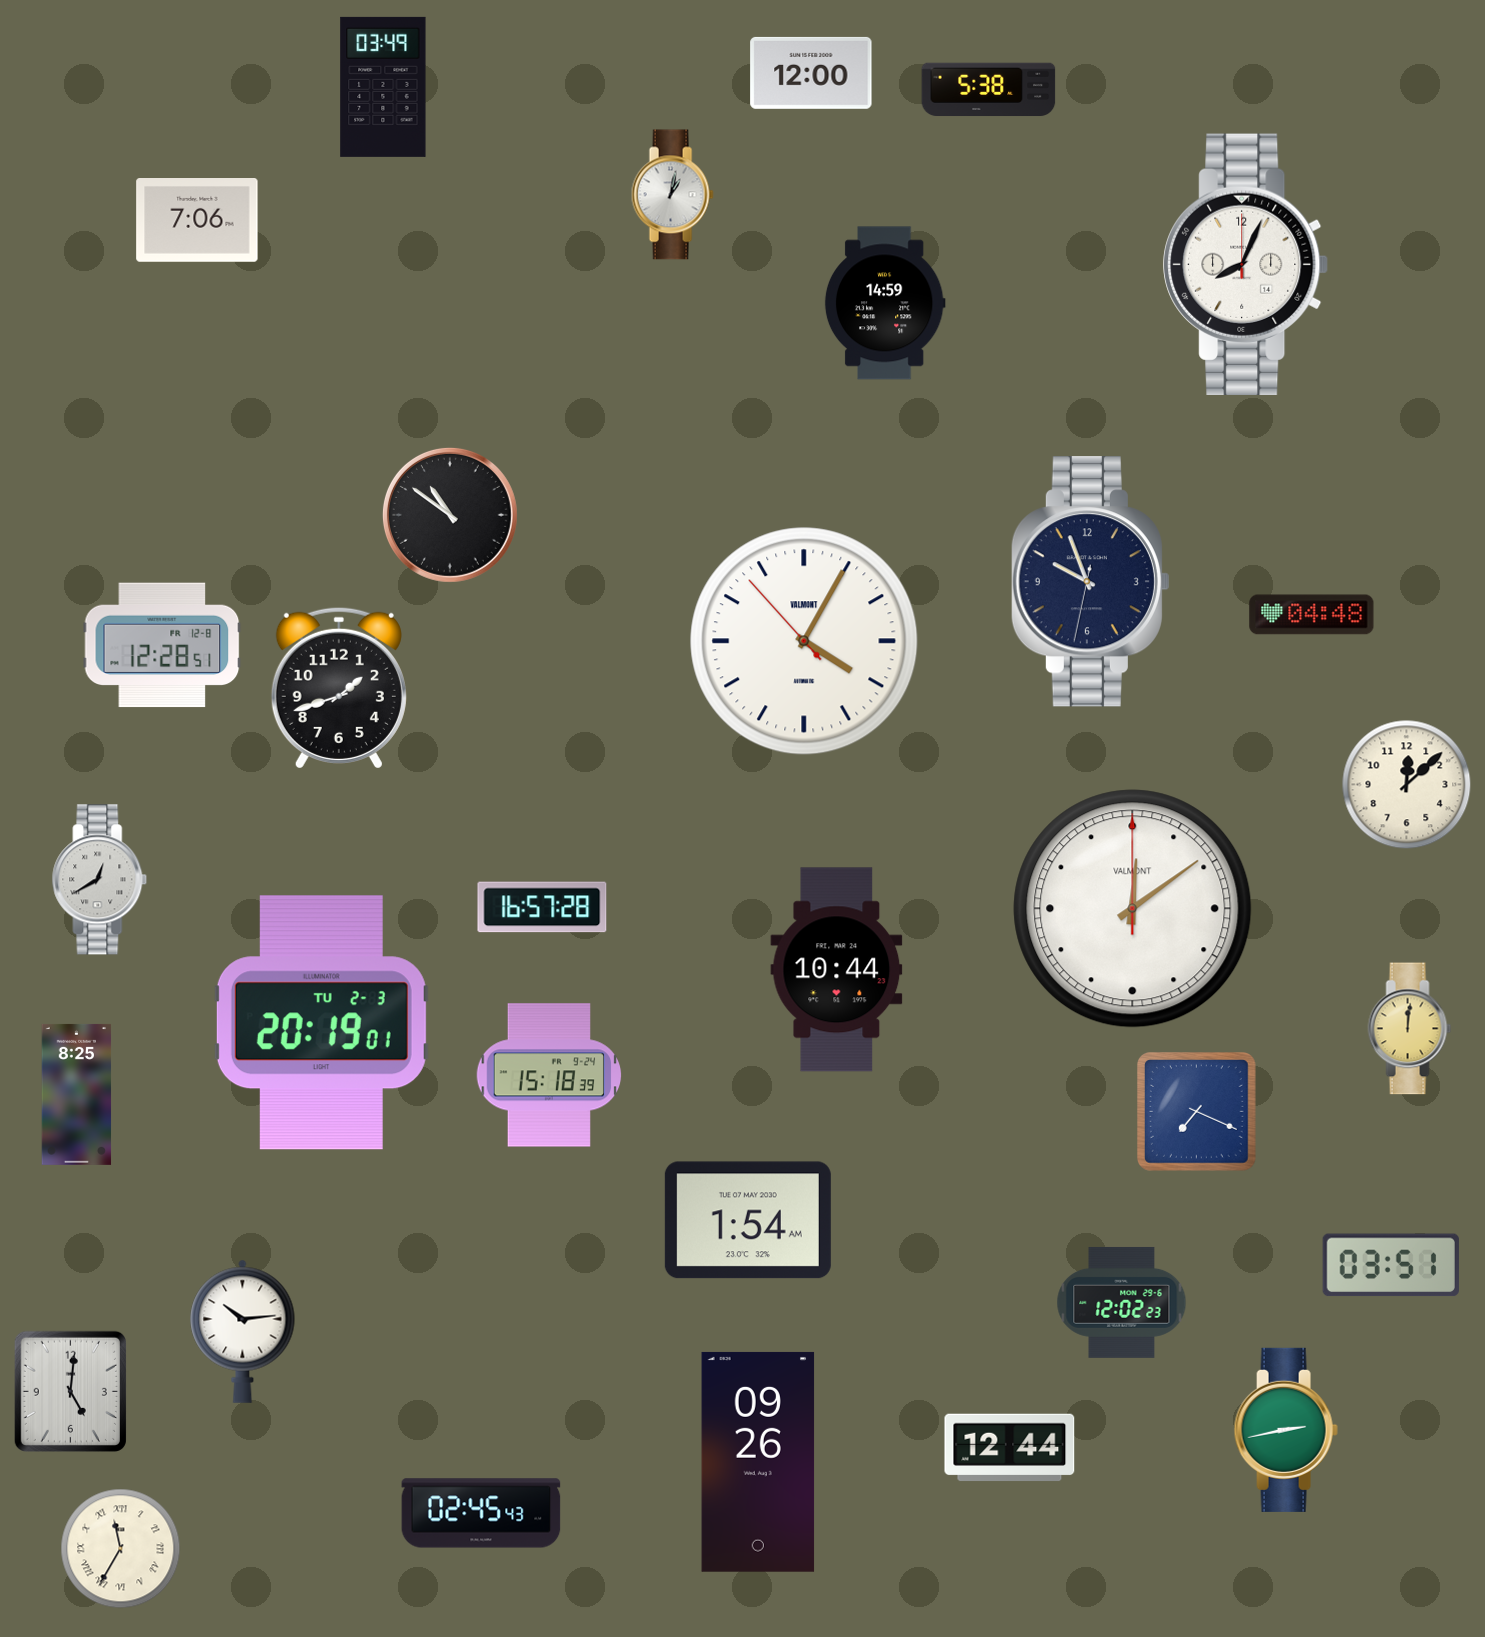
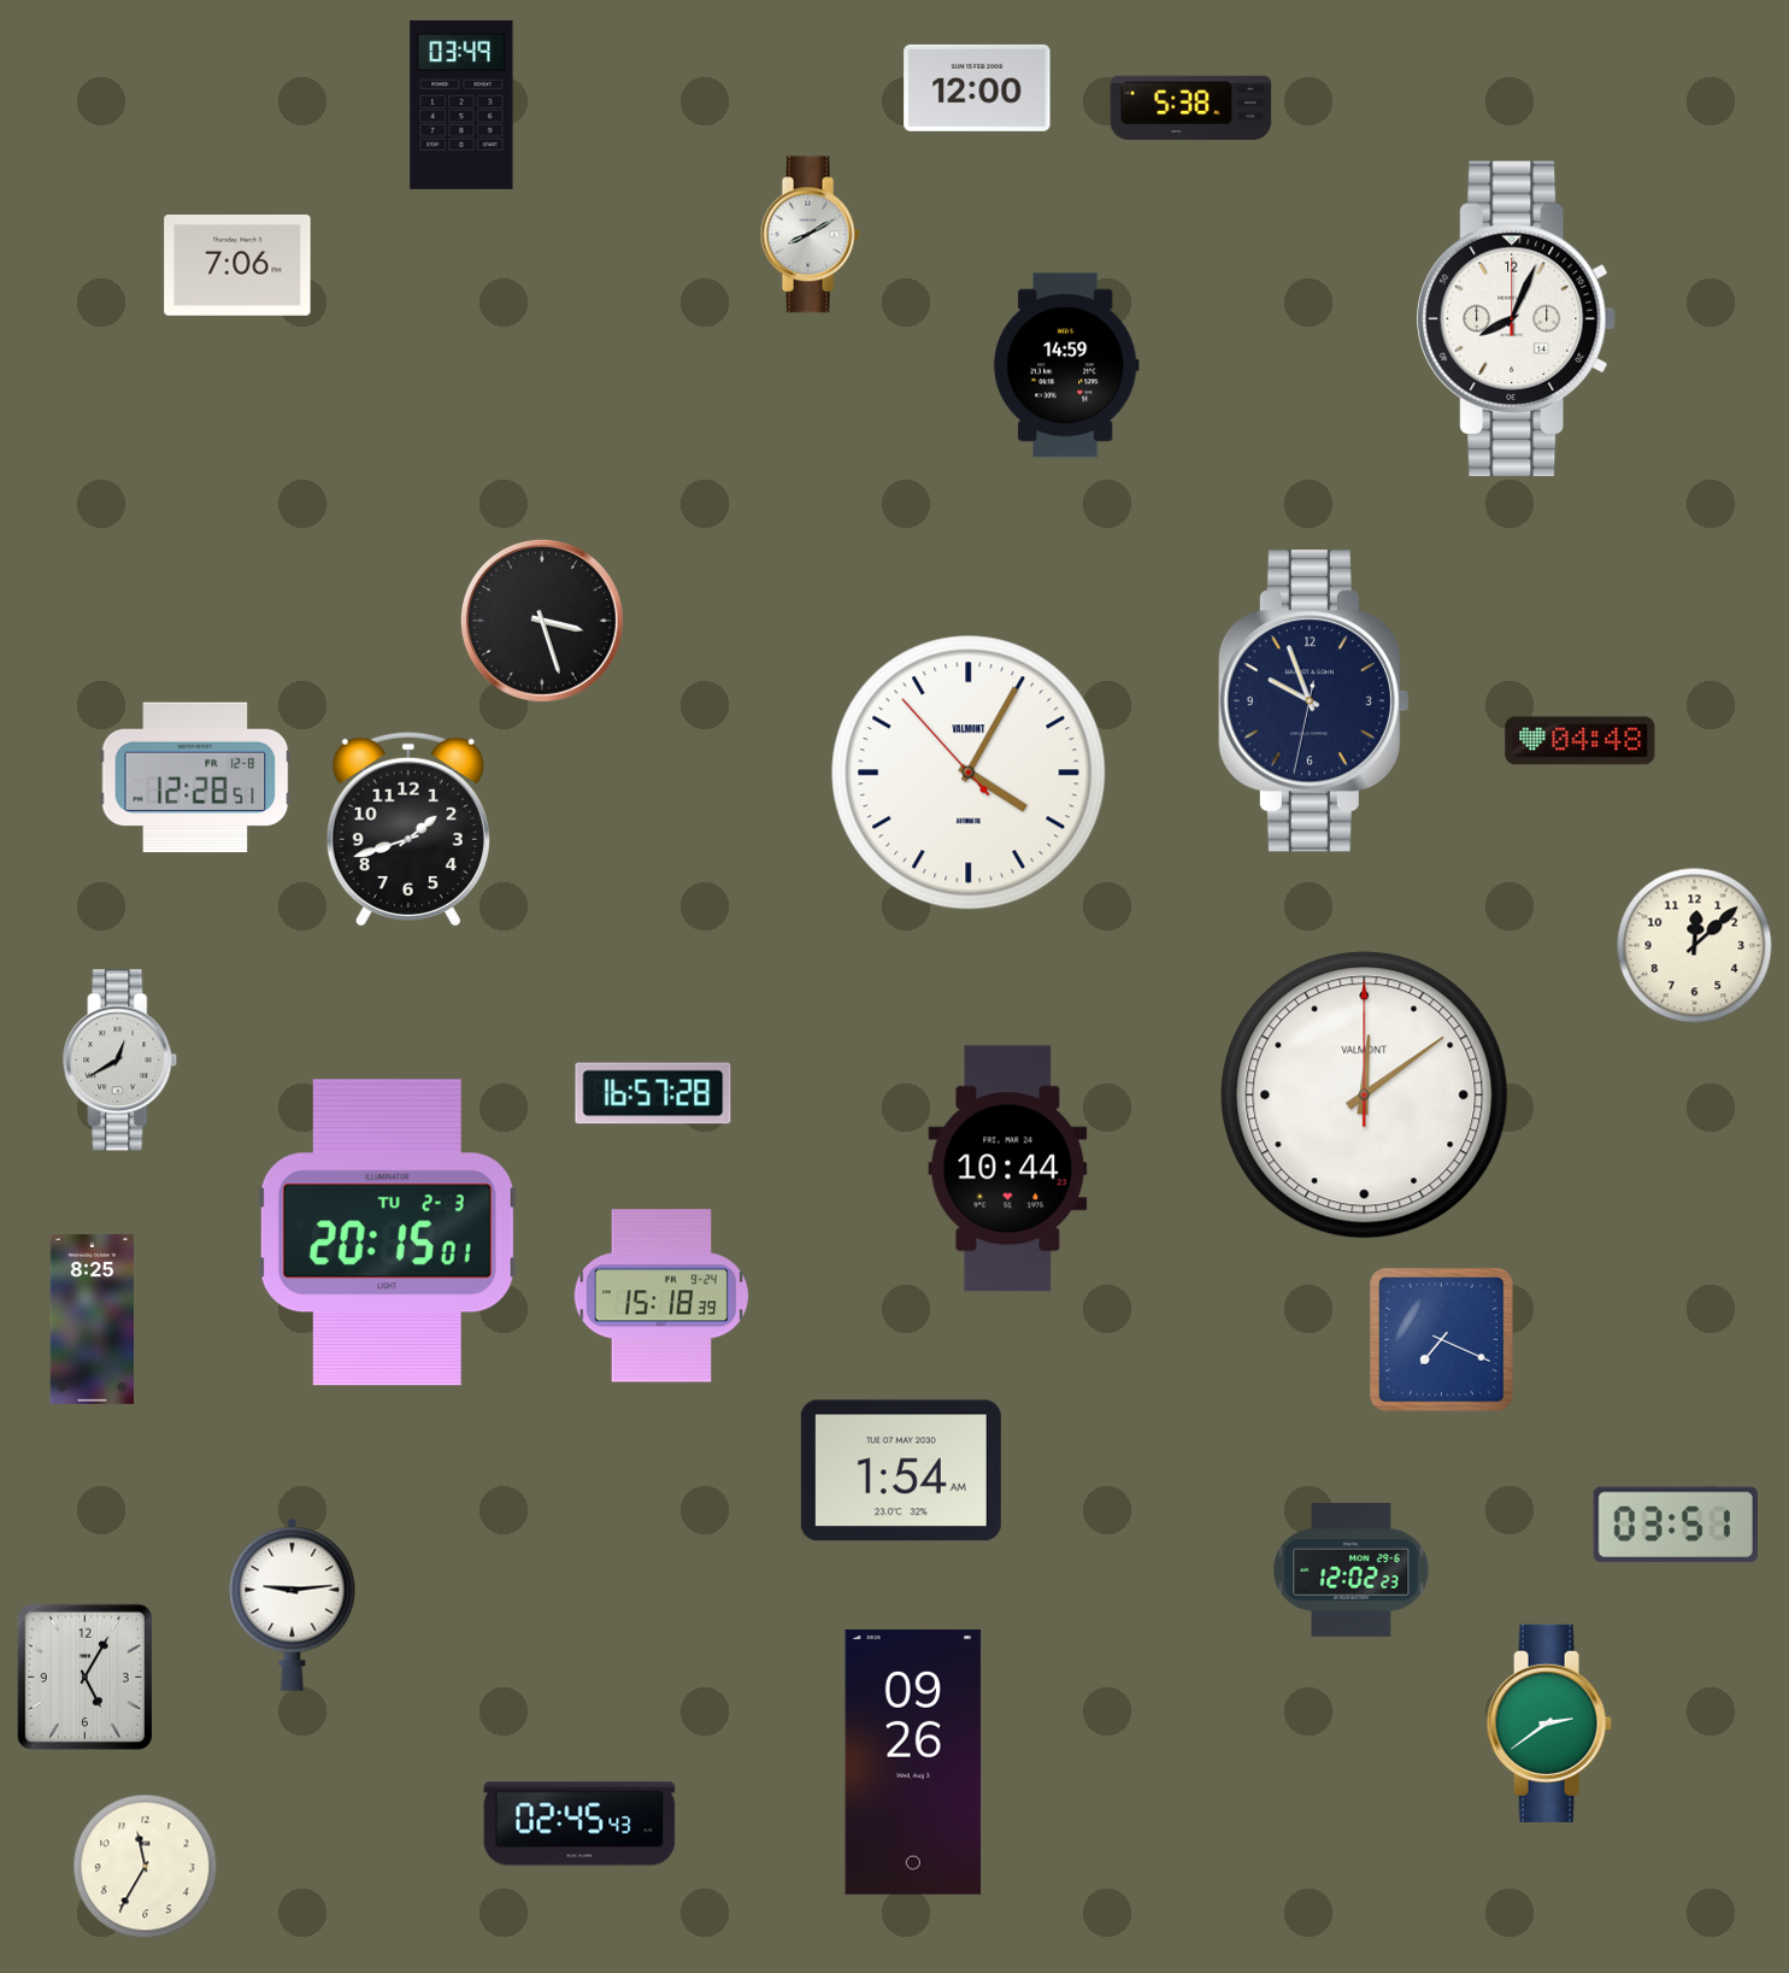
clock at (672, 195): 1:02 -> 8:10
clock at (1246, 264) position: (1246, 264) -> (1517, 318)
clock at (450, 515): 10:51 -> 3:27
clock at (321, 1023): 20:19 -> 20:15
clock at (1410, 1029): 12:01 -> none
clock at (243, 1331): 10:14 -> 9:14
clock at (70, 1391): 5:01 -> 5:05
clock at (1286, 1430): 2:43 -> 2:39
clock at (1010, 1448): 12:44 -> none
clock at (121, 1549) numerals: Roman -> Arabic
